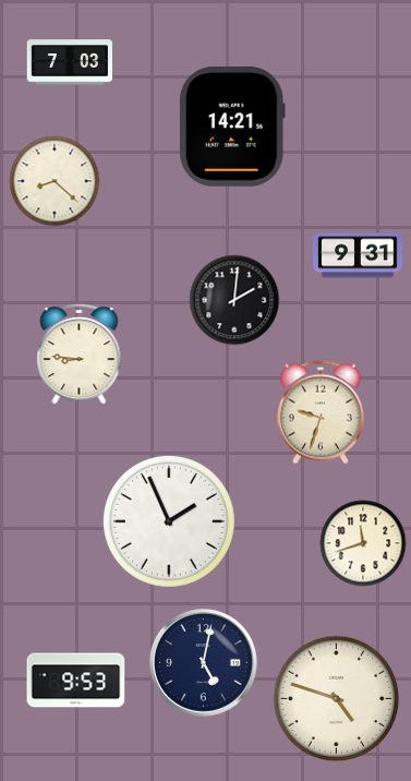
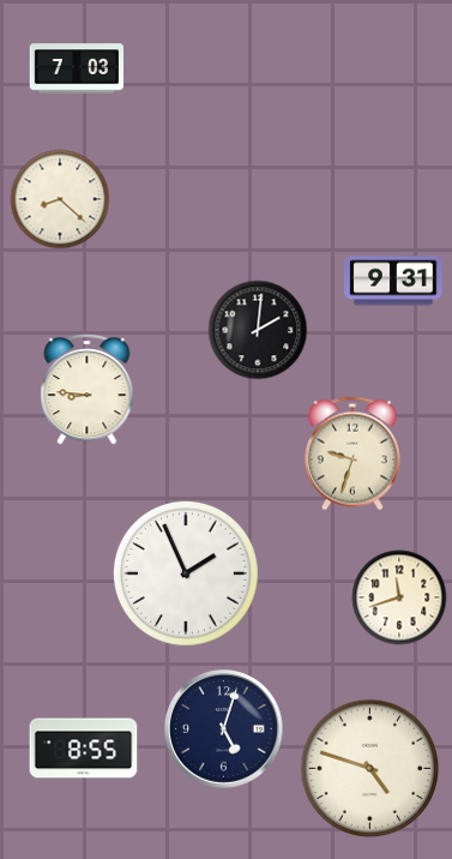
clock at (232, 127): 14:21 -> none
clock at (204, 663): 5:02 -> 5:03
clock at (76, 681): 9:53 -> 8:55
